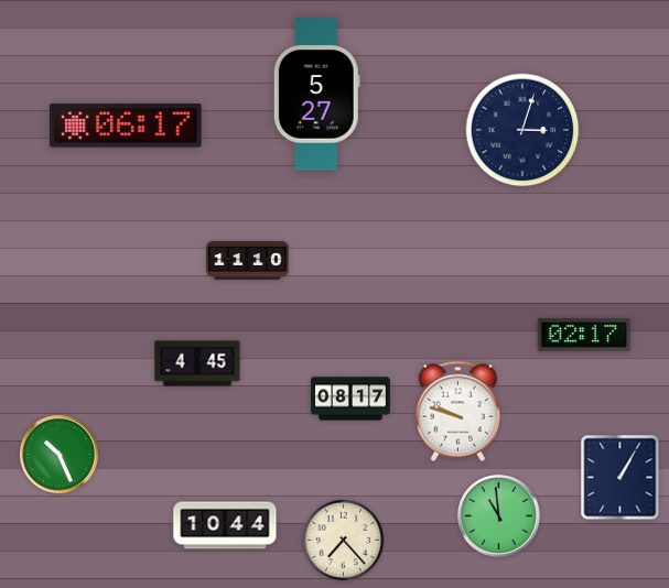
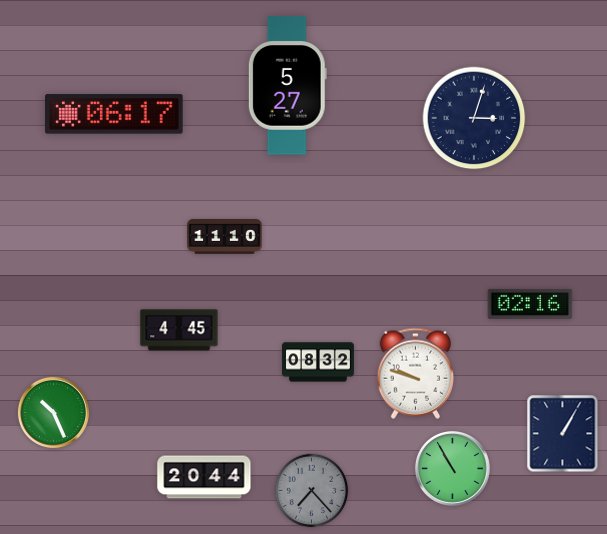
clock at (584, 335): 02:17 -> 02:16
clock at (350, 399): 08:17 -> 08:32
clock at (498, 515): 10:59 -> 10:55
clock at (225, 525): 10:44 -> 20:44
clock at (344, 541) dial: cream -> grey
